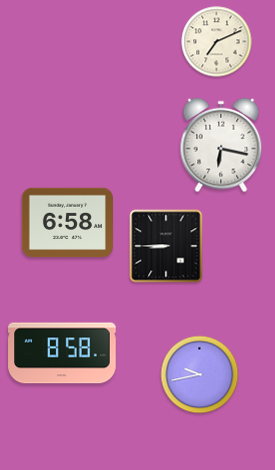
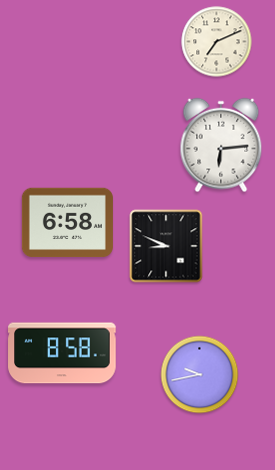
clock at (221, 145): 6:17 -> 6:14
clock at (166, 246): 8:45 -> 8:49
